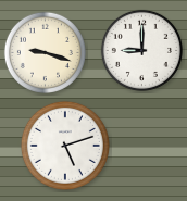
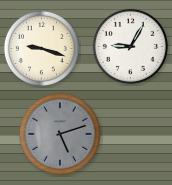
clock at (141, 50): 9:00 -> 9:05
clock at (65, 146) dial: white -> grey
